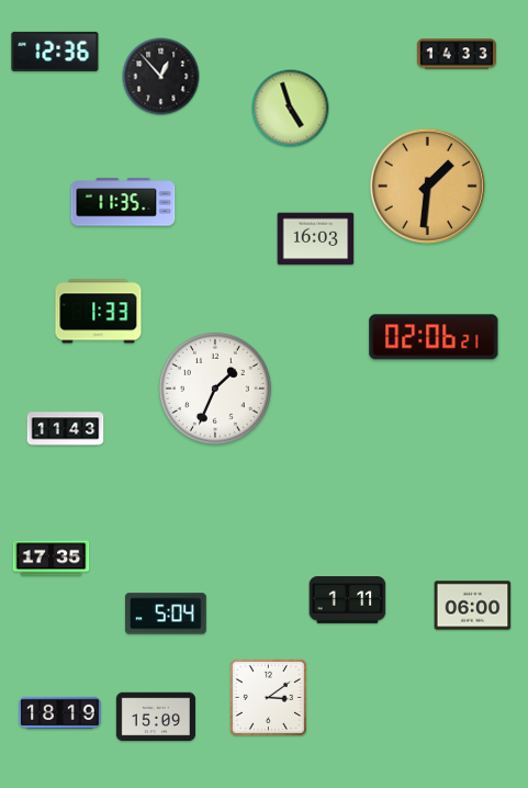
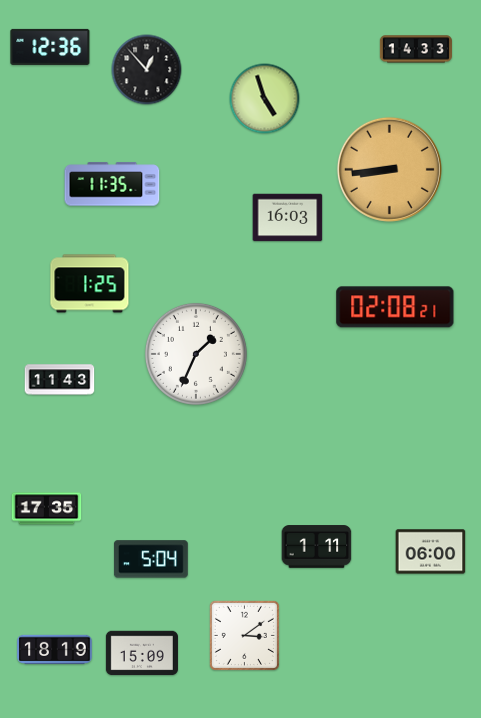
clock at (427, 185): 1:31 -> 8:44
clock at (99, 312): 1:33 -> 1:25
clock at (434, 337): 02:06 -> 02:08
clock at (66, 429) position: (66, 429) -> (60, 380)
